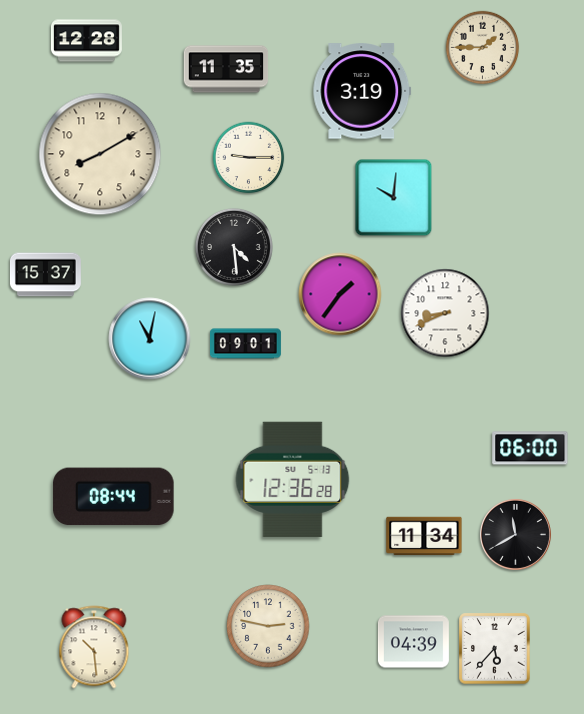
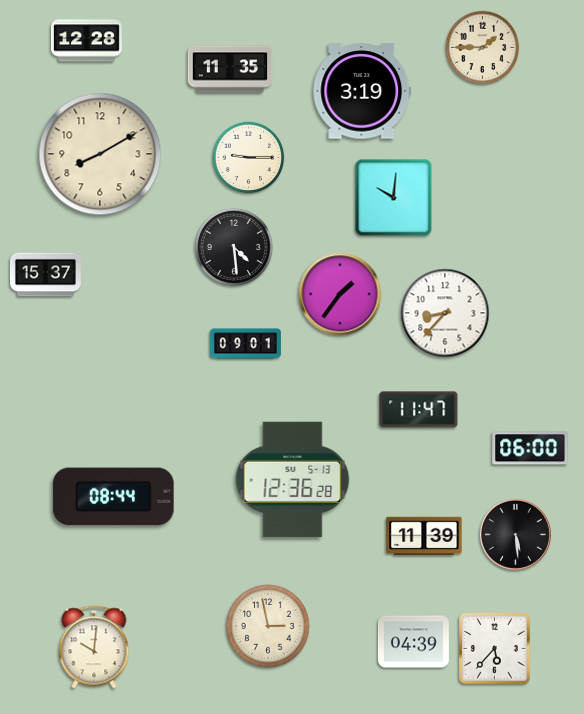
clock at (226, 69) position: (226, 69) -> (230, 69)
clock at (445, 313): 8:41 -> 8:37
clock at (150, 339): 11:02 -> none
clock at (419, 410): none -> 11:47
clock at (515, 534): 11:40 -> 5:29
clock at (424, 536): 11:34 -> 11:39
clock at (268, 626): 2:47 -> 2:58
clock at (94, 647): 10:29 -> 10:01
